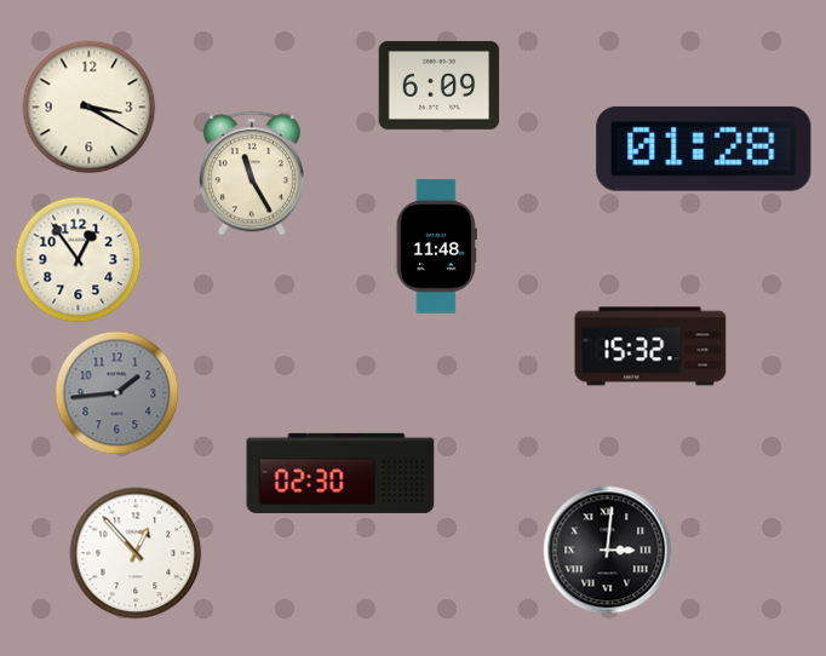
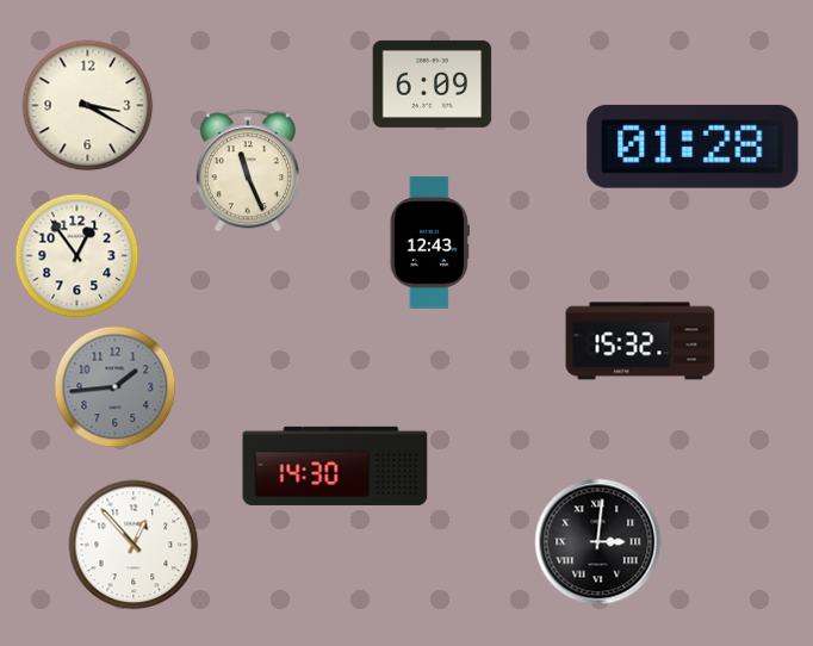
clock at (252, 173): 11:25 -> 11:26
clock at (436, 247): 11:48 -> 12:43
clock at (340, 473): 02:30 -> 14:30
